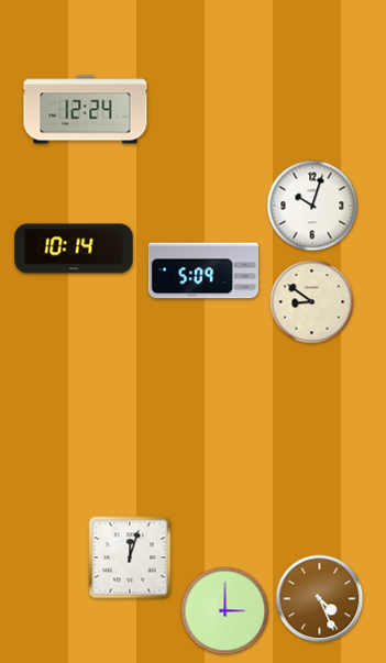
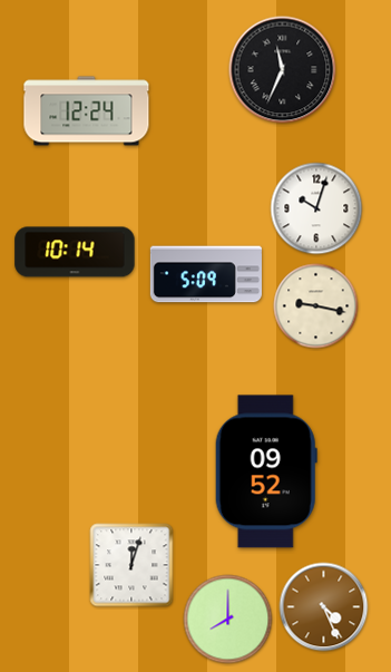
clock at (283, 70): none -> 11:34
clock at (312, 302): 8:51 -> 9:17
clock at (266, 471): none -> 09:52
clock at (225, 611): 3:00 -> 8:00
